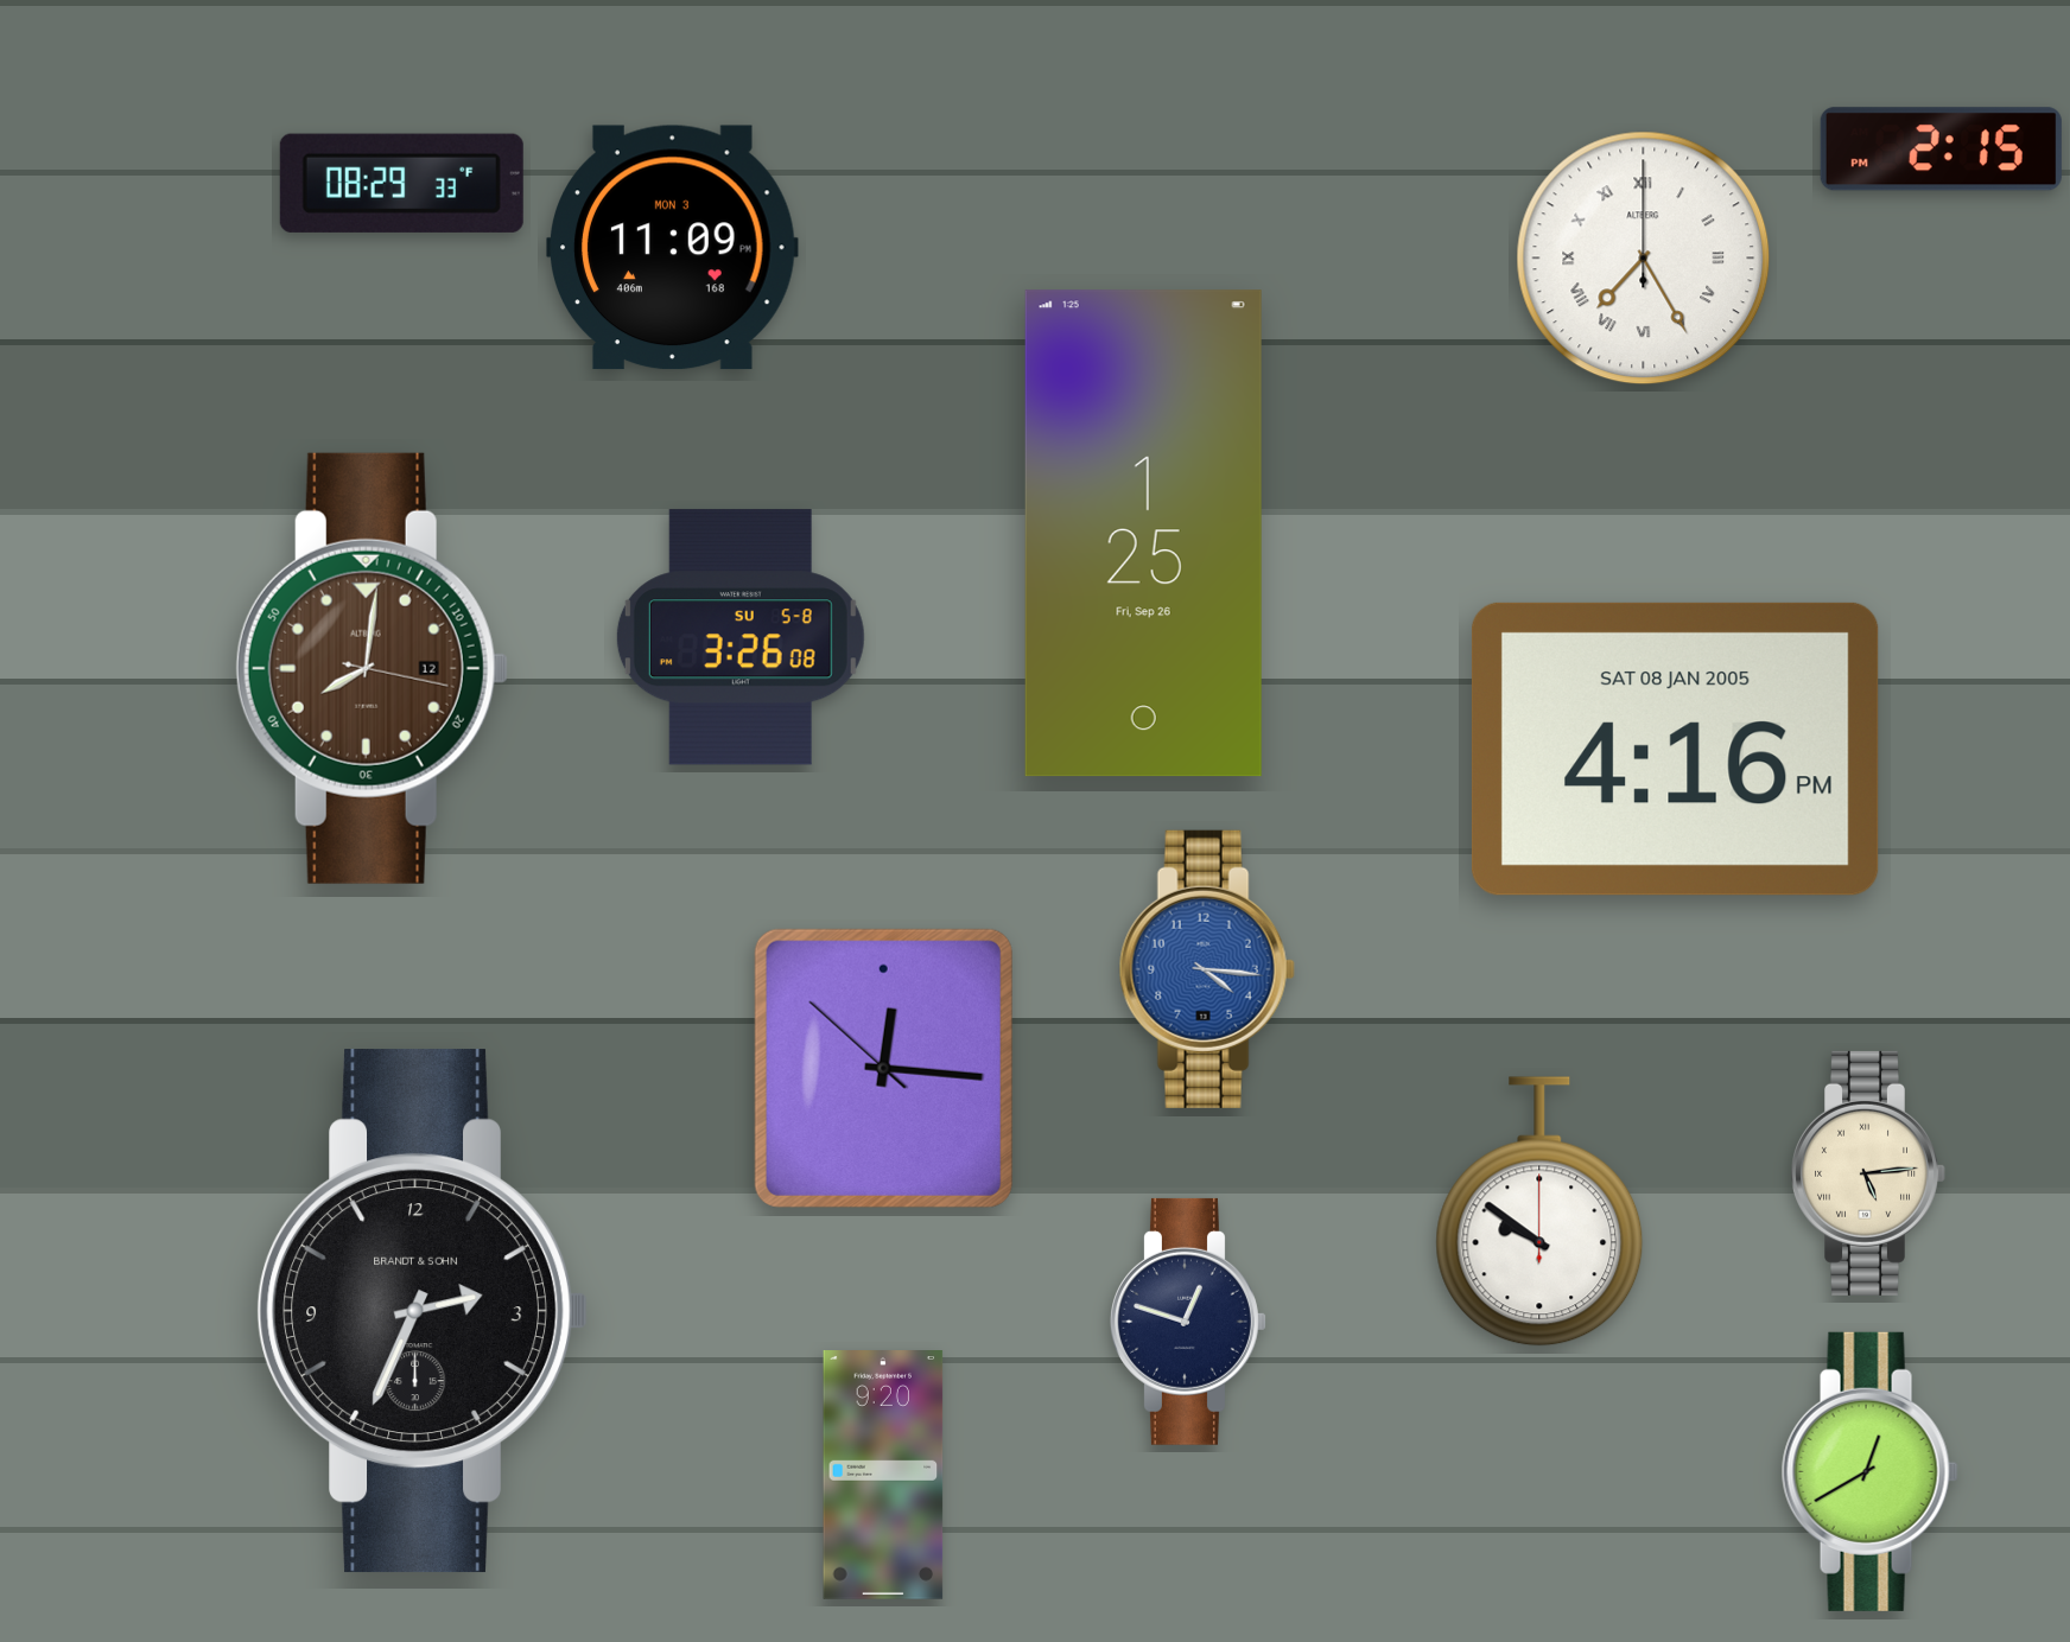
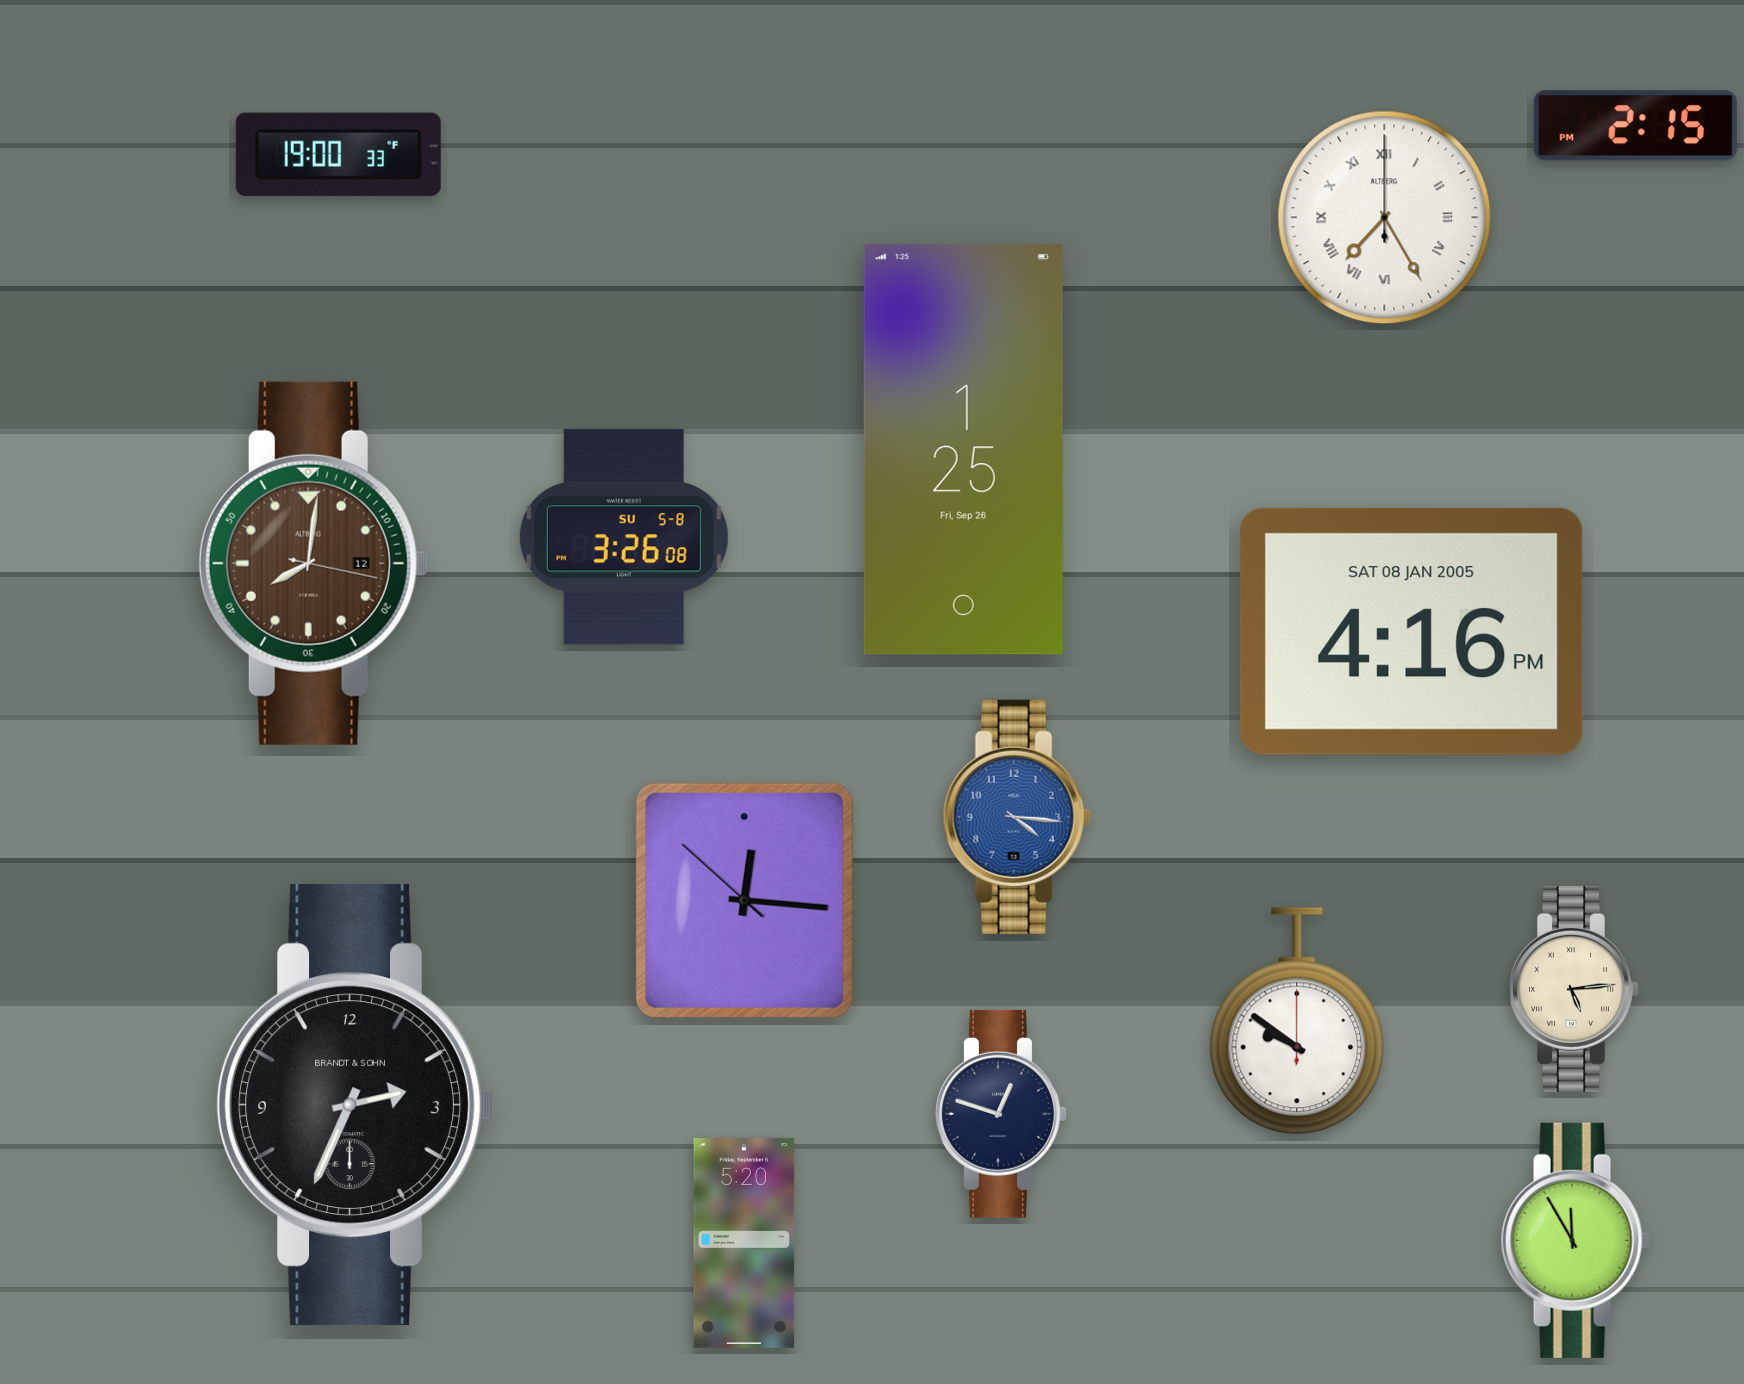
clock at (401, 183): 08:29 -> 19:00
clock at (673, 248): 11:09 -> none
clock at (1869, 1471): 12:40 -> 11:55
clock at (883, 1476): 9:20 -> 5:20
